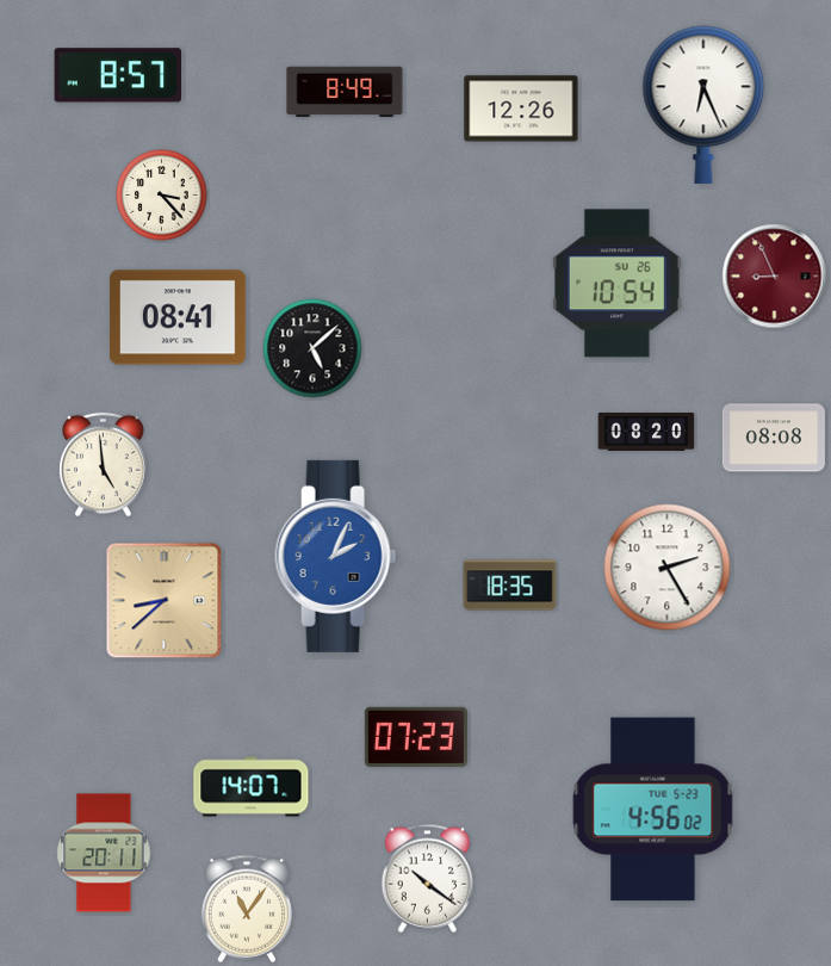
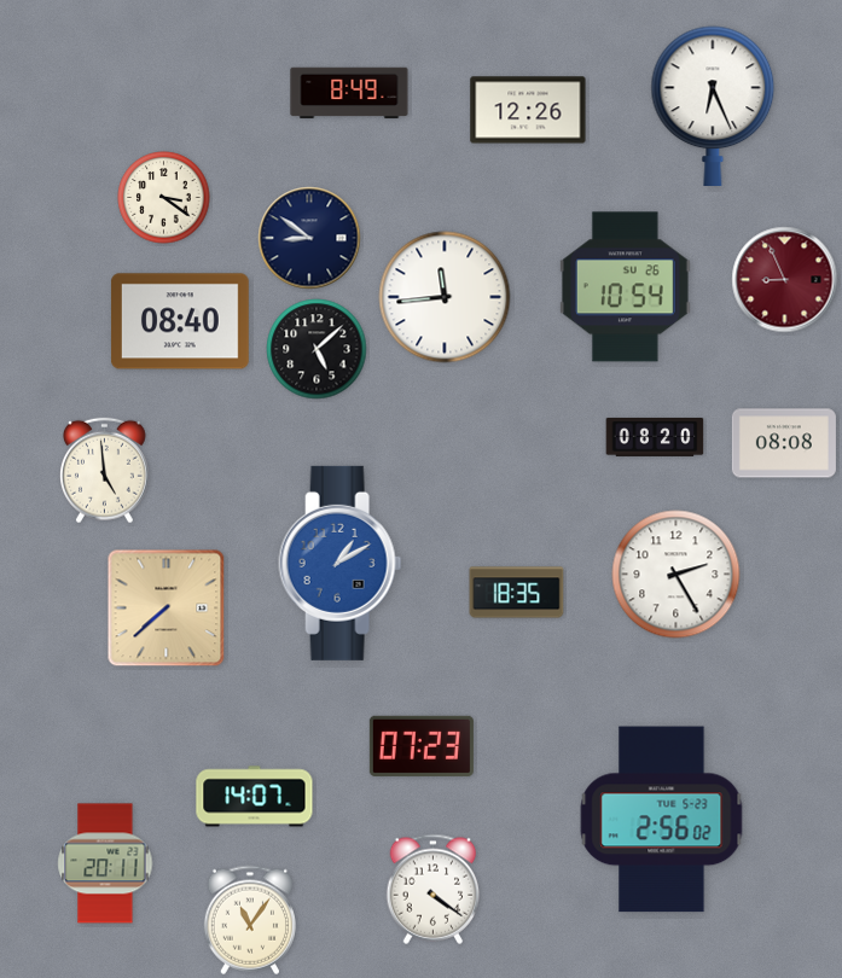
clock at (118, 75): 8:57 -> none
clock at (162, 196): 3:23 -> 3:21
clock at (309, 238): none -> 8:51
clock at (445, 297): none -> 11:44
clock at (178, 317): 08:41 -> 08:40
clock at (312, 348) position: (312, 348) -> (317, 349)
clock at (336, 556): 2:04 -> 1:10
clock at (165, 601): 8:38 -> 7:38
clock at (653, 810): 4:56 -> 2:56
clock at (428, 878): 10:21 -> 4:21
